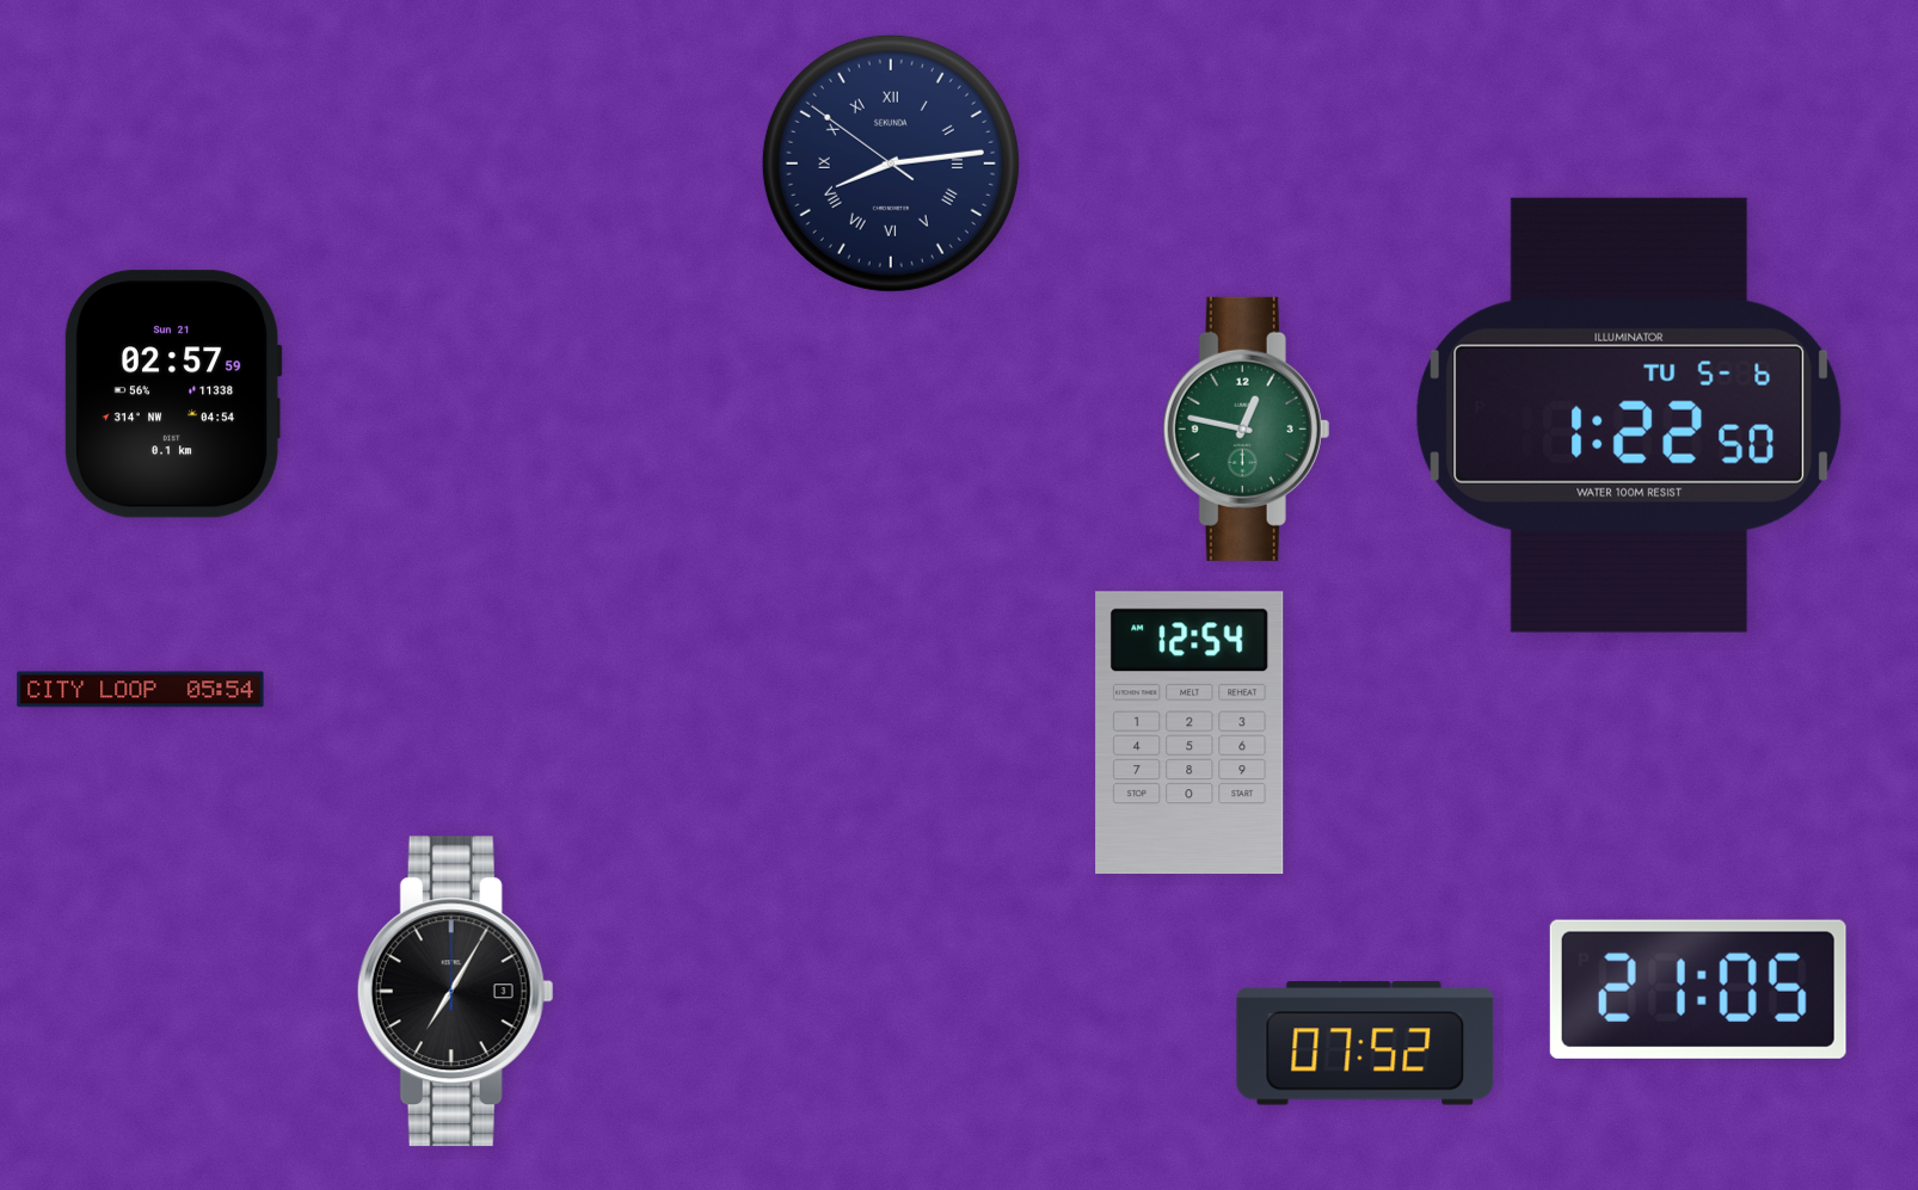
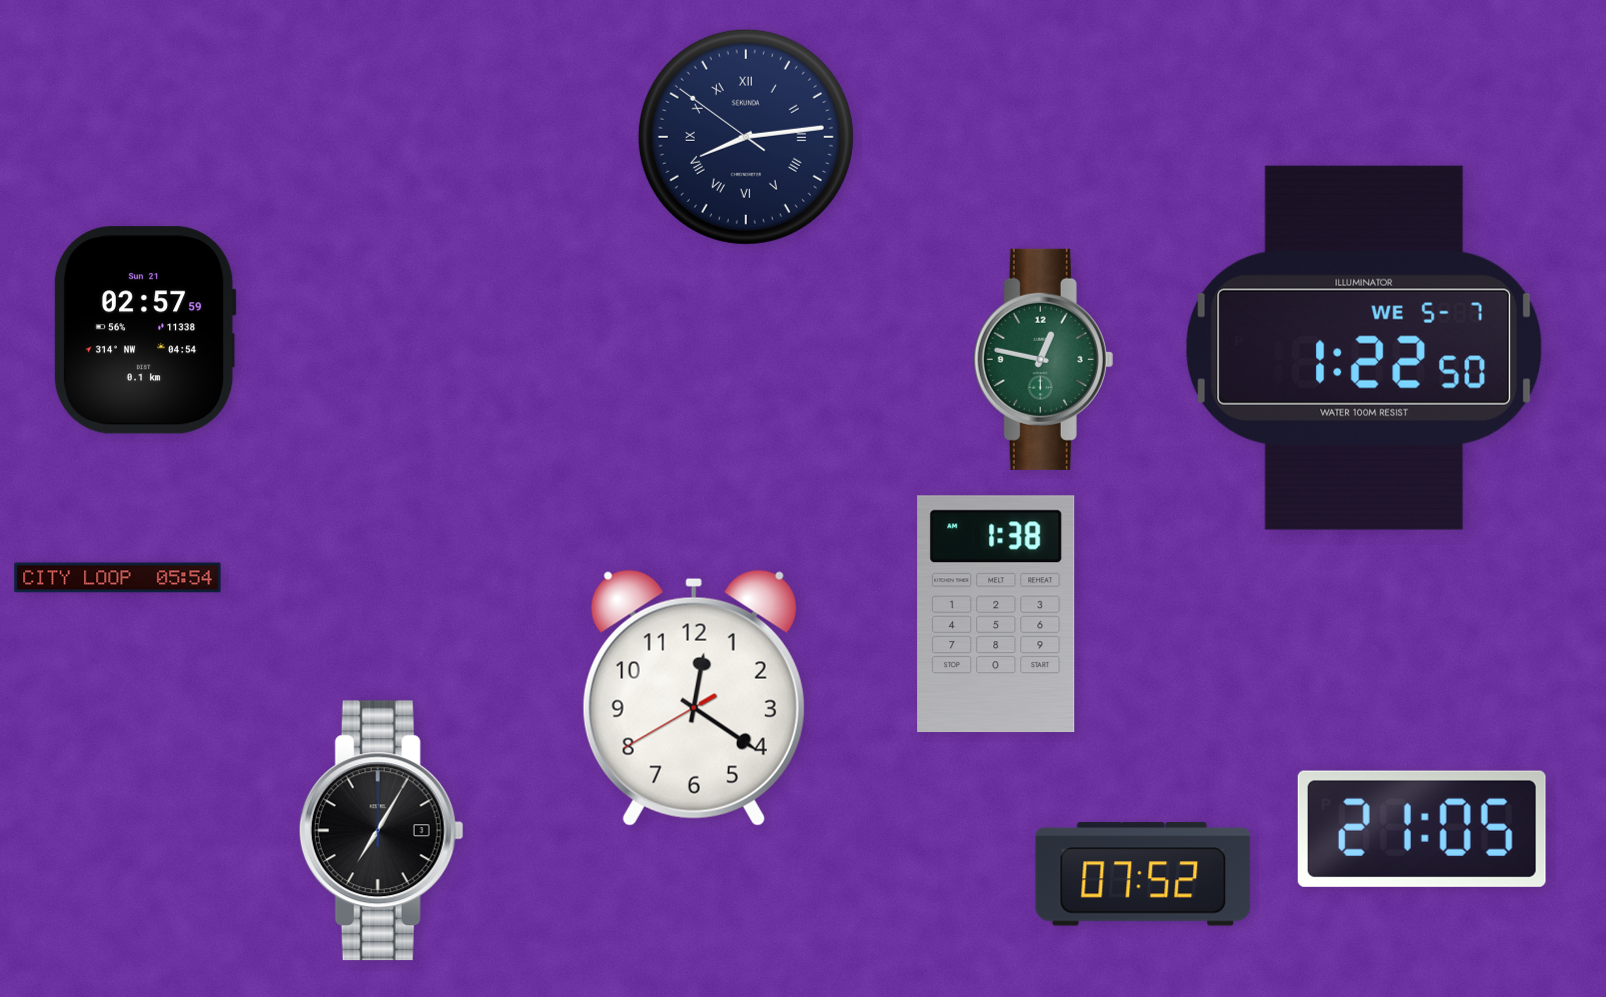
clock at (1629, 415) date: TU 5-6 -> WE 5-7
clock at (1189, 733): 12:54 -> 1:38
clock at (694, 698): none -> 12:20
